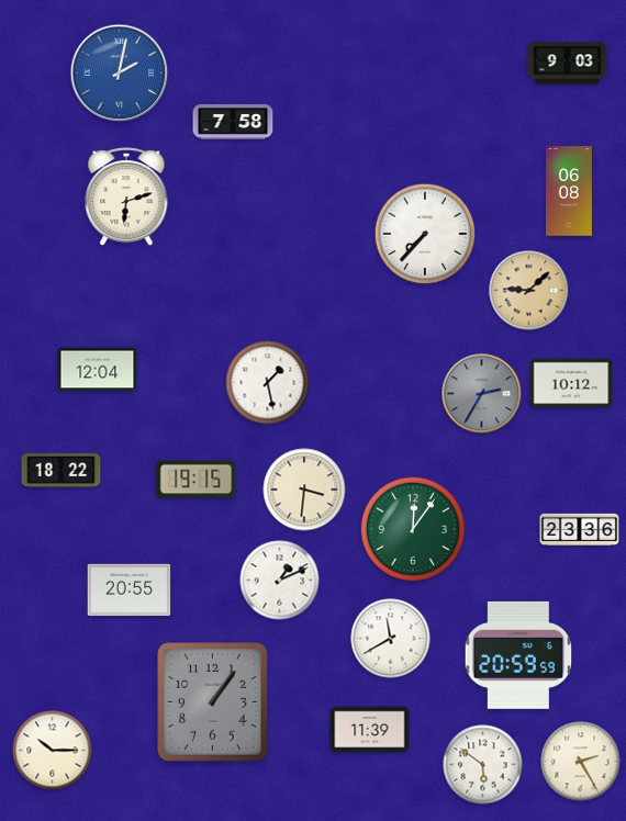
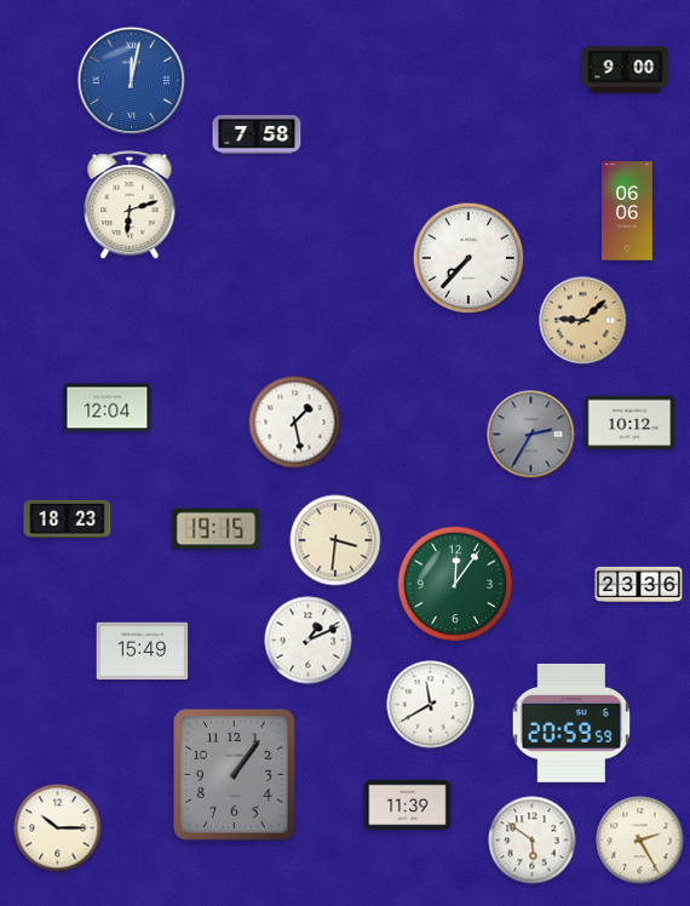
clock at (568, 64): 9:03 -> 9:00
clock at (120, 74): 2:02 -> 12:02
clock at (569, 191): 06:08 -> 06:06
clock at (126, 198) position: (126, 198) -> (130, 206)
clock at (62, 470): 18:22 -> 18:23
clock at (130, 591): 20:55 -> 15:49
clock at (483, 765) position: (483, 765) -> (533, 841)
